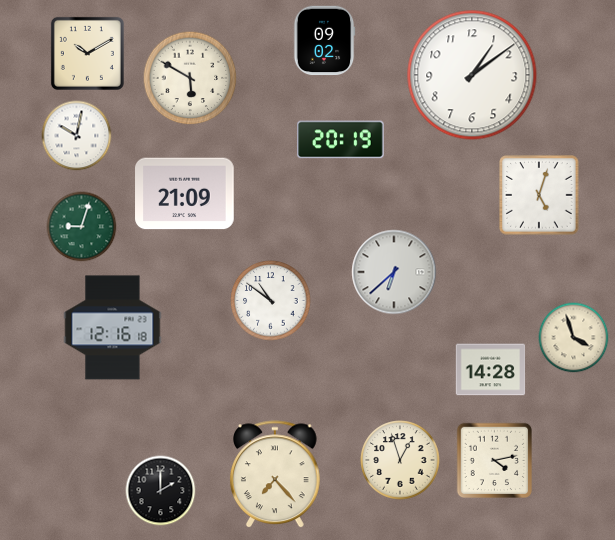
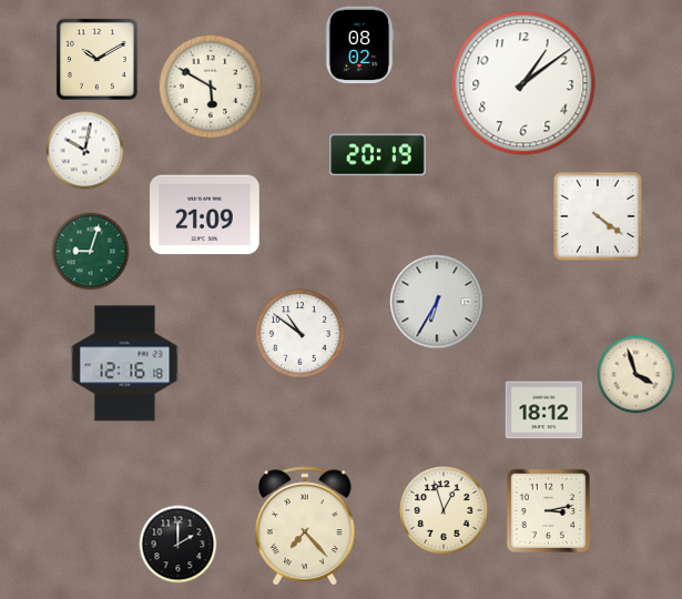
clock at (324, 41): 09:02 -> 08:02
clock at (539, 195): 5:03 -> 4:21
clock at (394, 272): 6:38 -> 6:35
clock at (491, 370): 14:28 -> 18:12
clock at (495, 461): 4:13 -> 3:13
